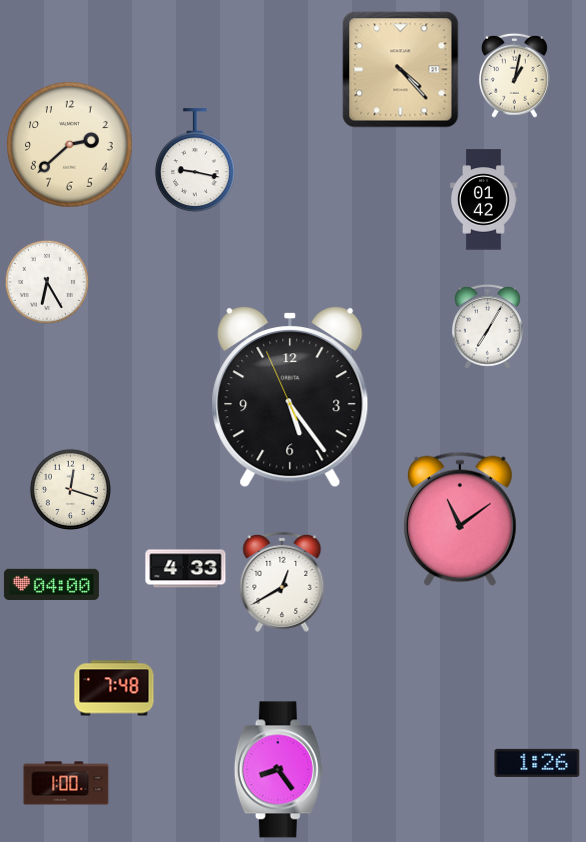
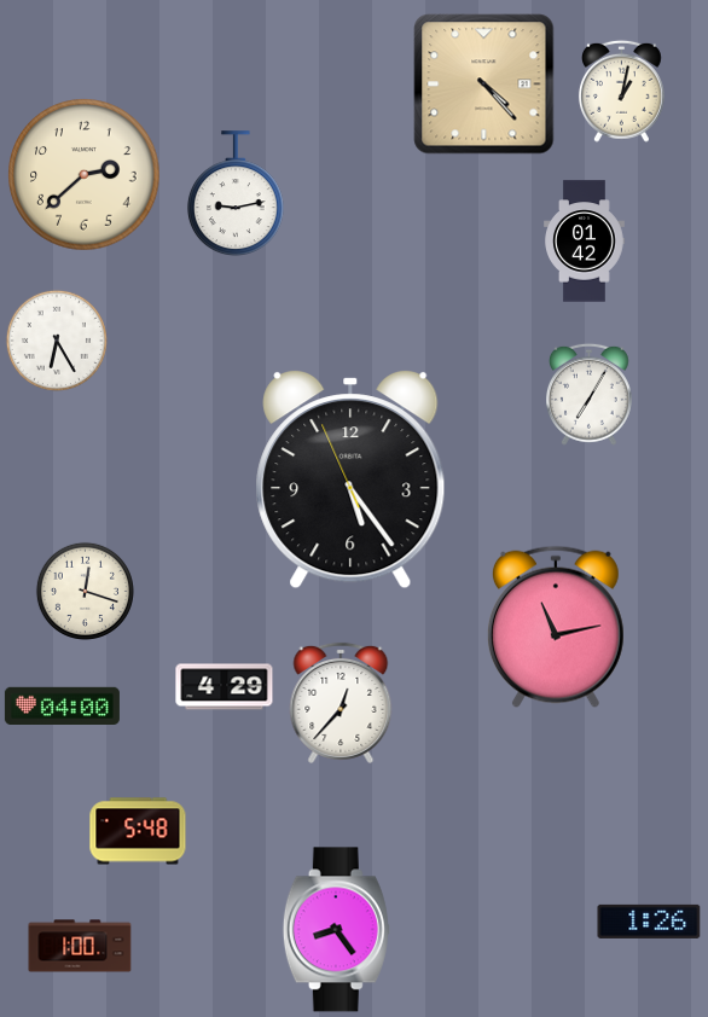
clock at (195, 161): 9:17 -> 9:13
clock at (460, 519): 11:09 -> 11:13
clock at (186, 569): 4:33 -> 4:29
clock at (282, 582): 12:40 -> 12:37
clock at (114, 688): 7:48 -> 5:48
